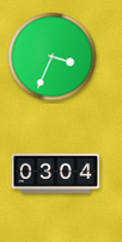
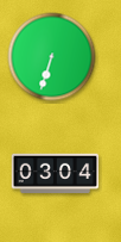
clock at (53, 57): 3:34 -> 6:33
